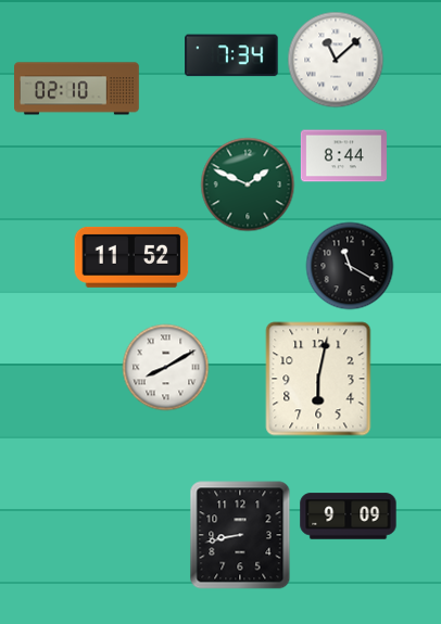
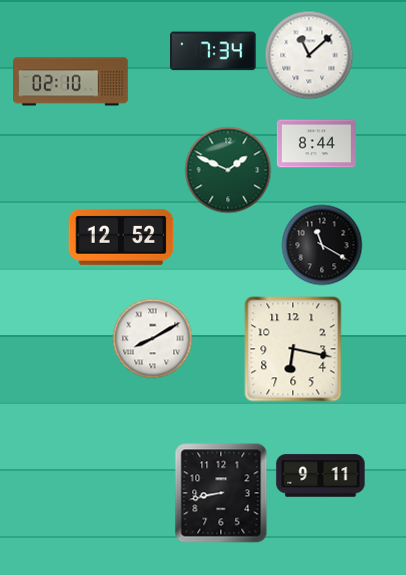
clock at (131, 257): 11:52 -> 12:52
clock at (318, 379): 6:02 -> 6:17
clock at (349, 517): 9:09 -> 9:11
